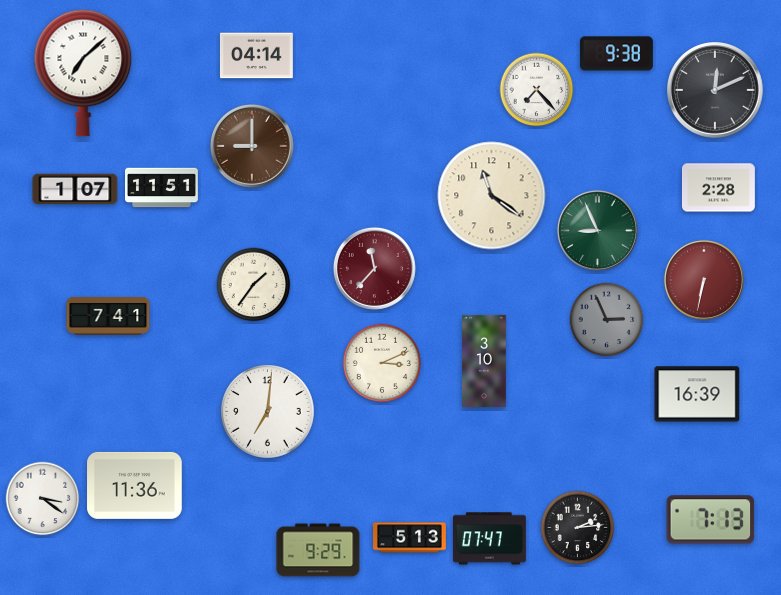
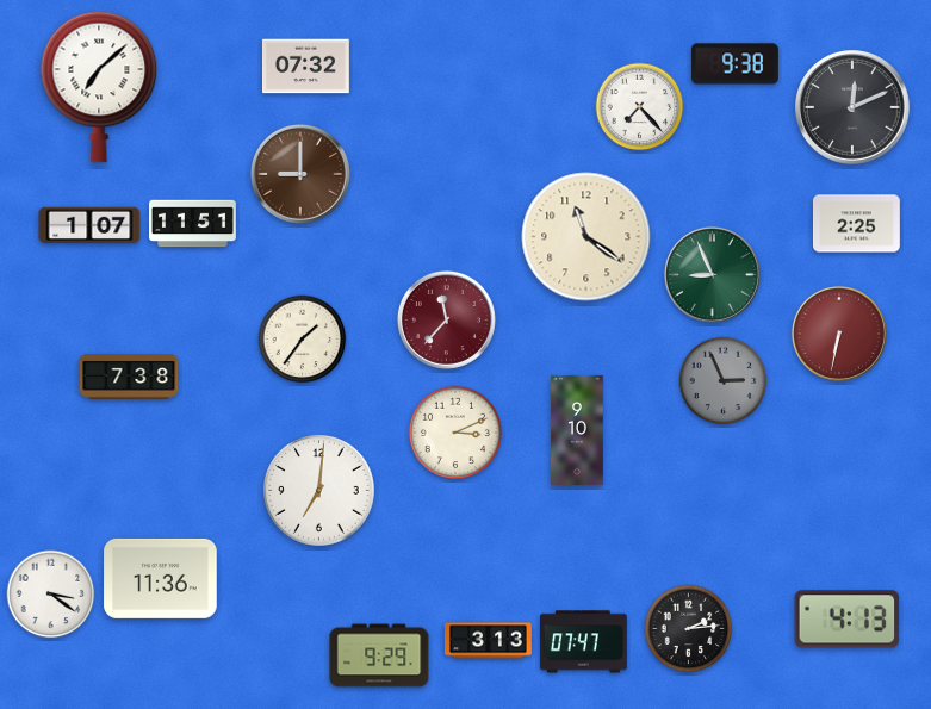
clock at (256, 56): 04:14 -> 07:32
clock at (718, 188): 2:28 -> 2:25
clock at (492, 196) position: (492, 196) -> (586, 237)
clock at (108, 317): 7:41 -> 7:38
clock at (484, 361): 3:10 -> 9:10
clock at (697, 394): 16:39 -> none
clock at (711, 520): 7:13 -> 4:13
clock at (410, 538): 5:13 -> 3:13
